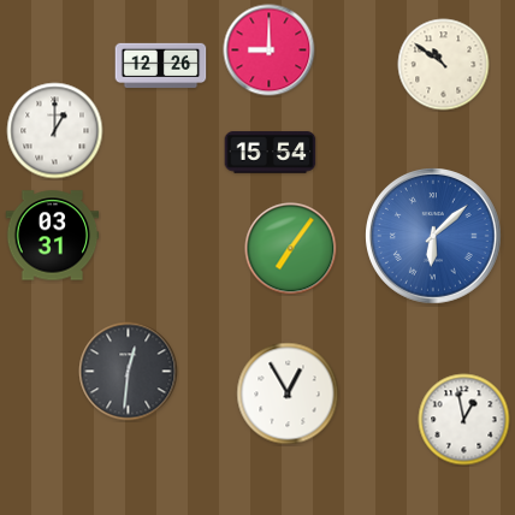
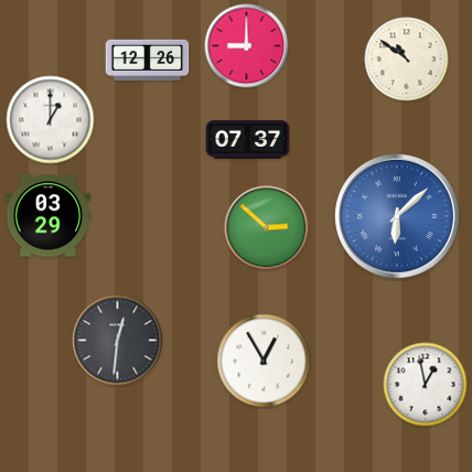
clock at (271, 153): 15:54 -> 07:37
clock at (53, 236): 03:31 -> 03:29
clock at (291, 249): 7:06 -> 2:52
